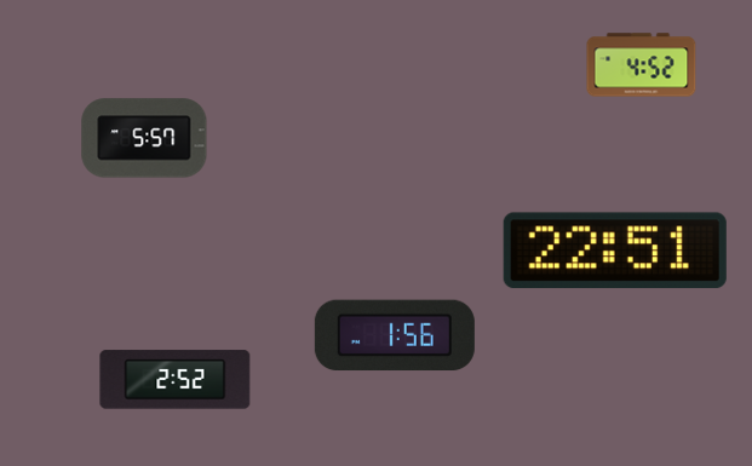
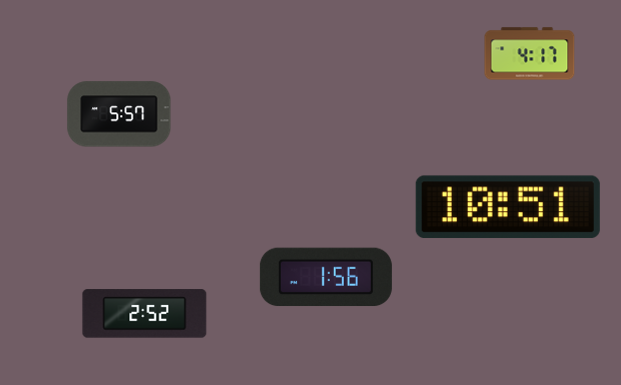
clock at (642, 65): 4:52 -> 4:17
clock at (615, 251): 22:51 -> 10:51
